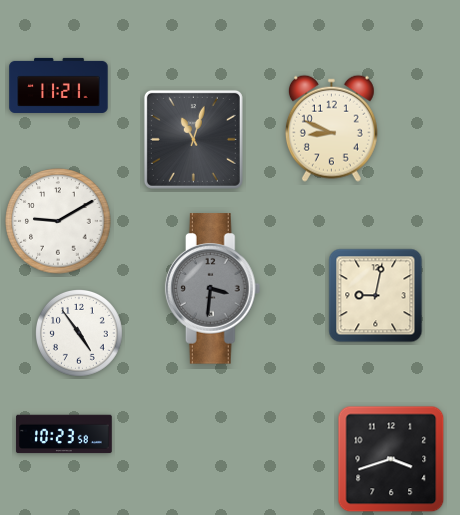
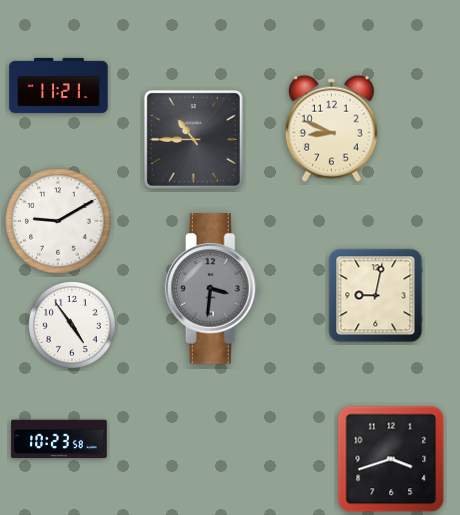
clock at (193, 139): 11:03 -> 10:45
clock at (80, 334) position: (80, 334) -> (73, 326)
clock at (64, 434) position: (64, 434) -> (59, 439)
